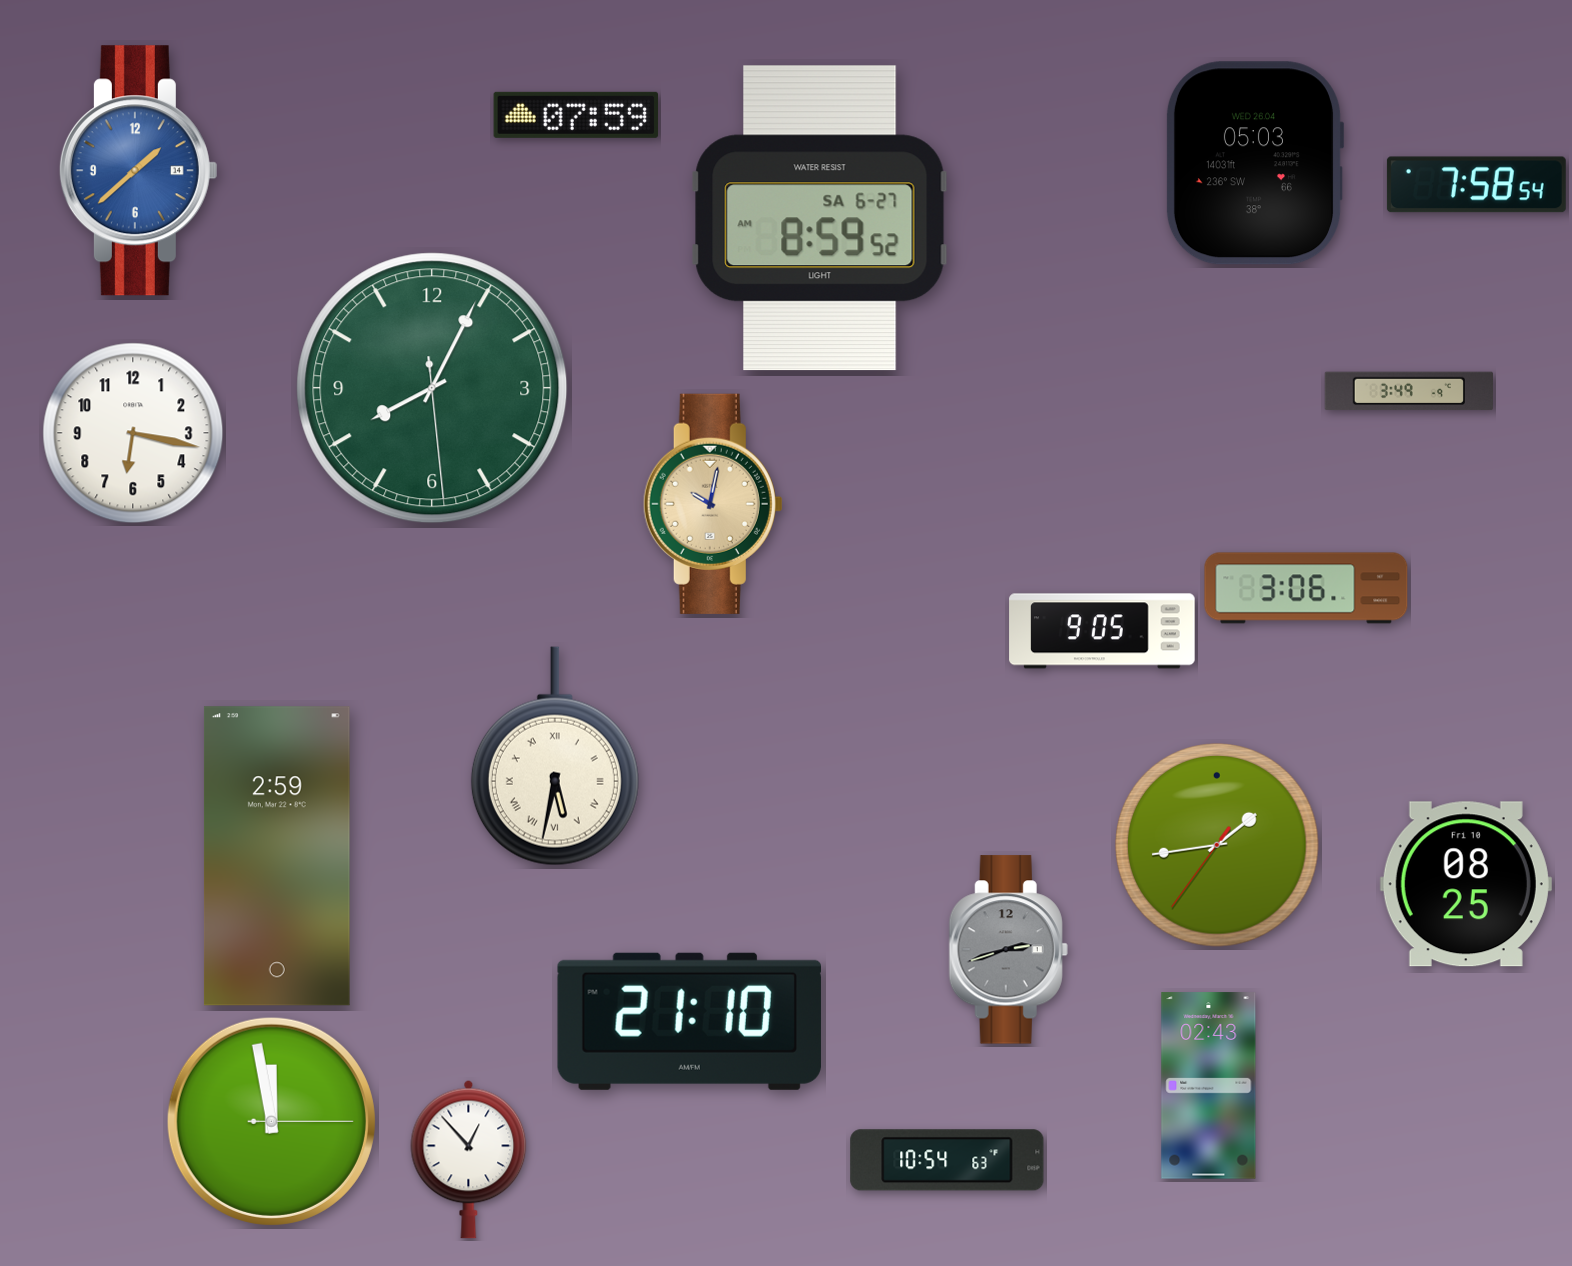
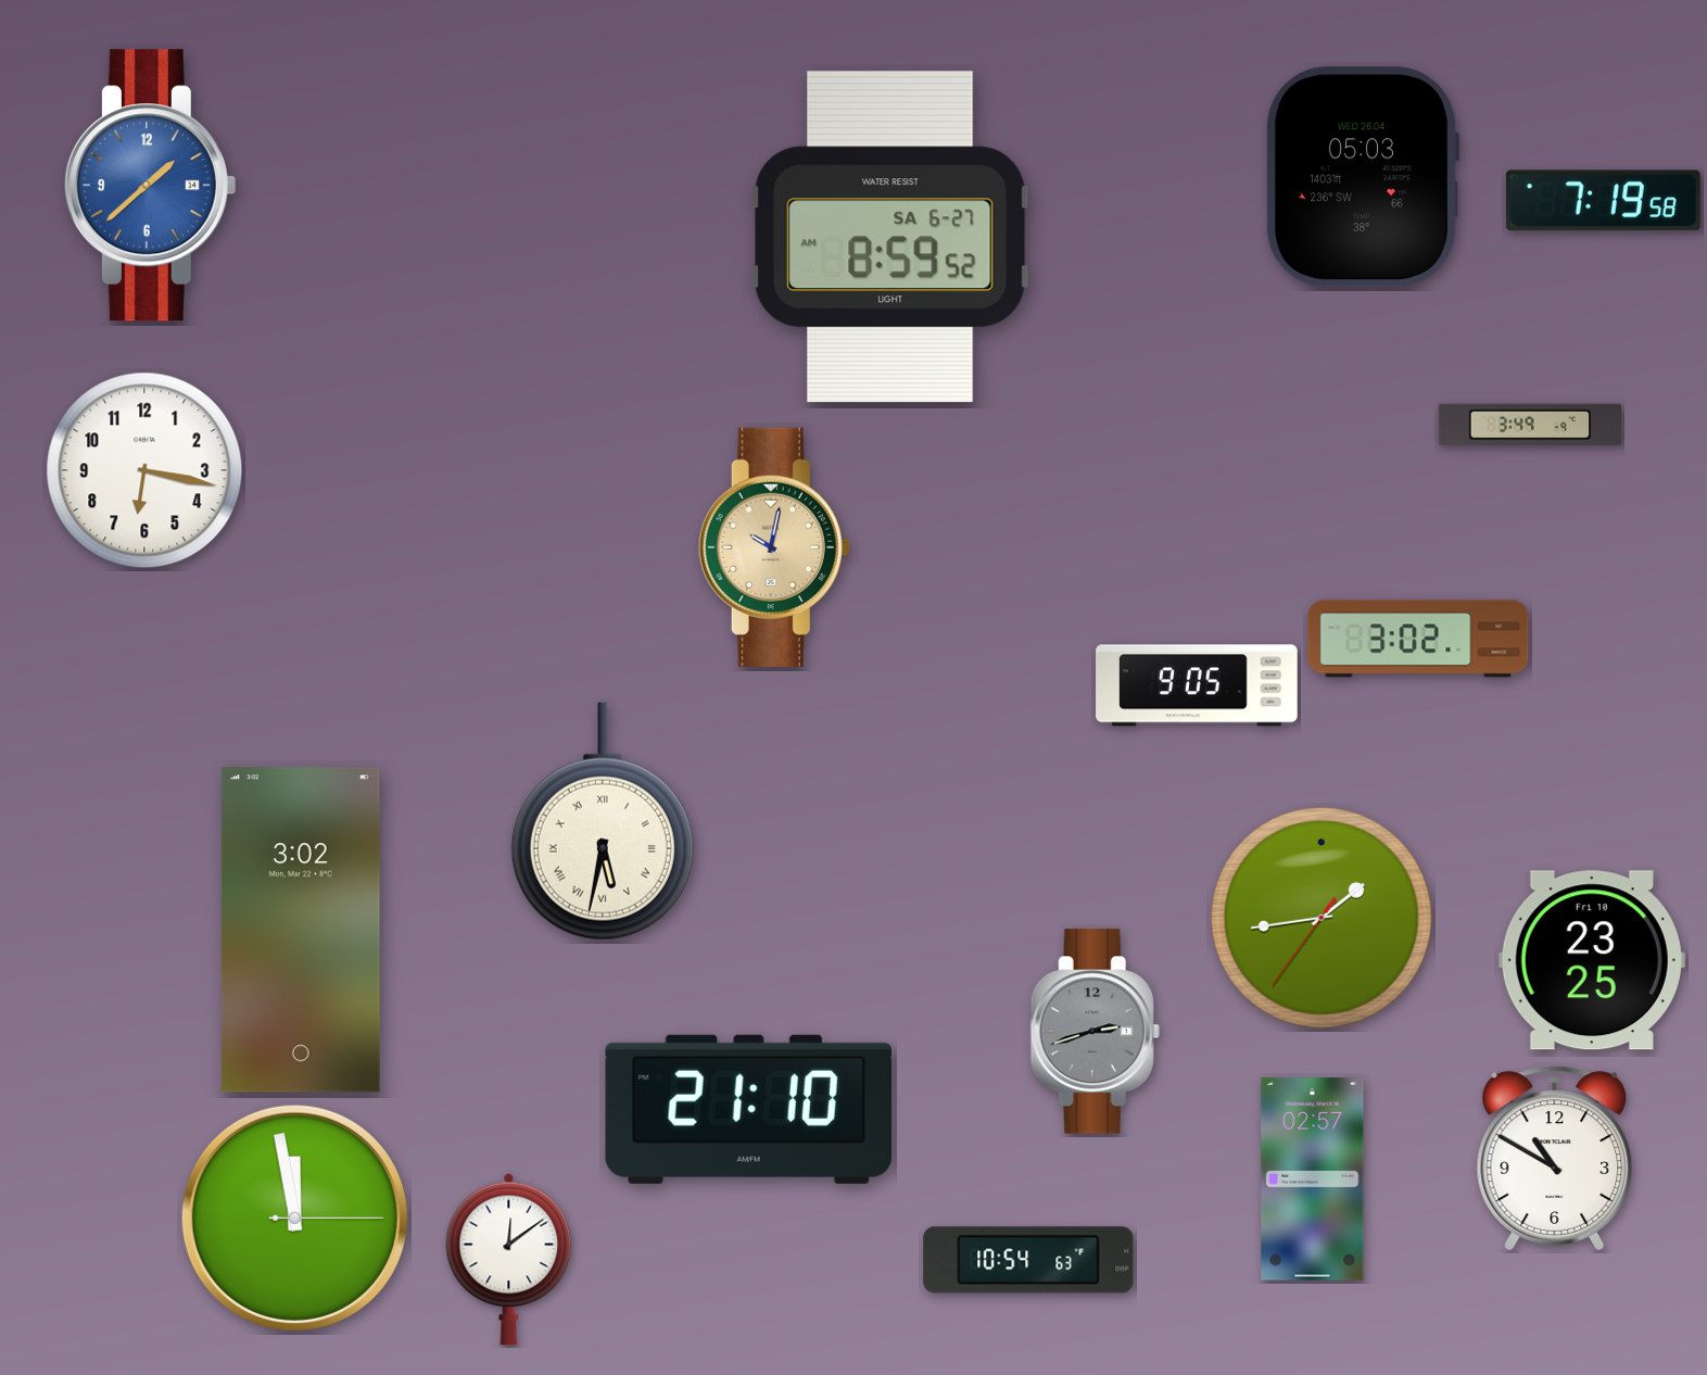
clock at (576, 115): 07:59 -> none
clock at (1476, 185): 7:58 -> 7:19
clock at (432, 388): 8:04 -> none
clock at (1306, 588): 3:06 -> 3:02
clock at (277, 856): 2:59 -> 3:02
clock at (1466, 884): 08:25 -> 23:25
clock at (1555, 1159): none -> 10:50
clock at (1209, 1086): 02:43 -> 02:57
clock at (469, 1159): 12:53 -> 12:09
